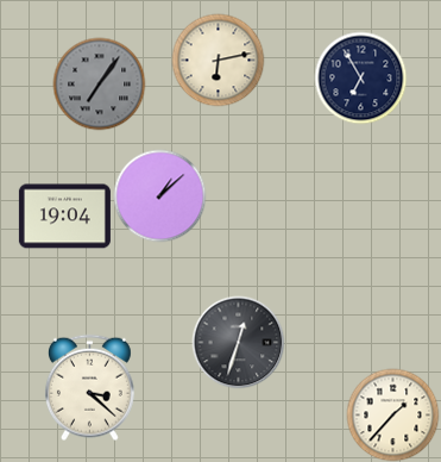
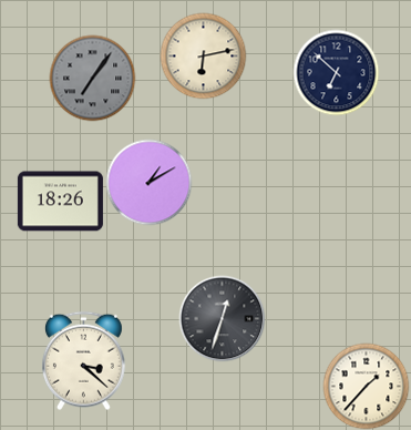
clock at (360, 77): 6:55 -> 6:52
clock at (159, 195): 1:08 -> 1:10
clock at (64, 217): 19:04 -> 18:26
